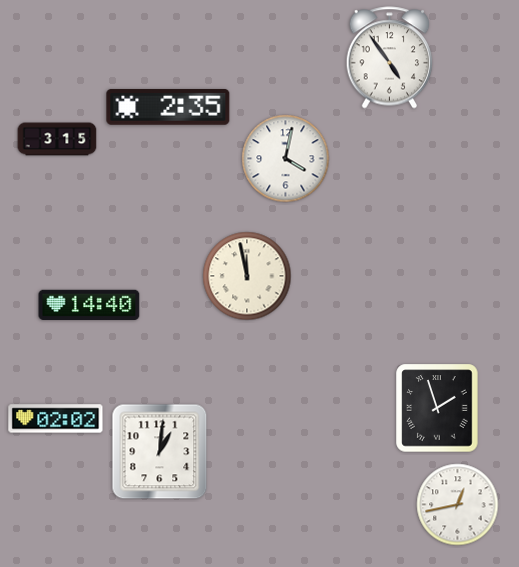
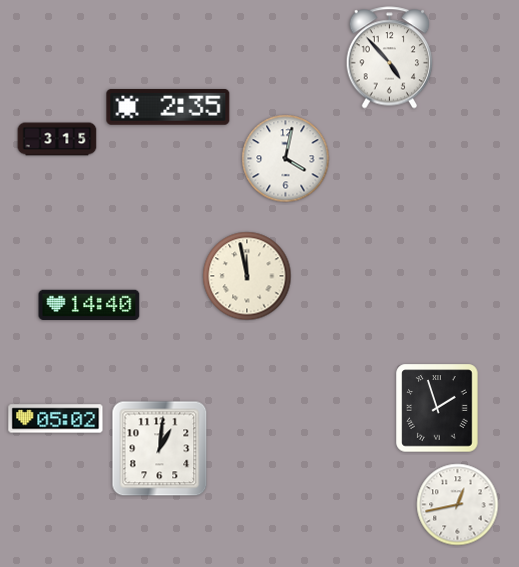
clock at (390, 58): 4:54 -> 4:53
clock at (56, 419): 02:02 -> 05:02
clock at (160, 452) position: (160, 452) -> (160, 449)
